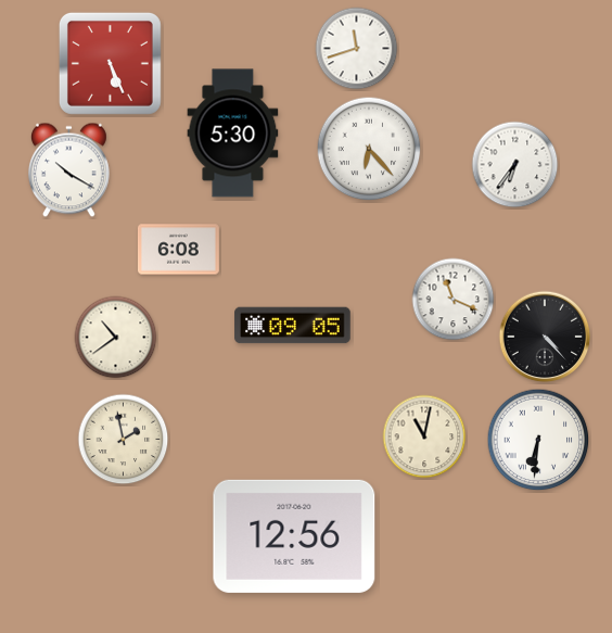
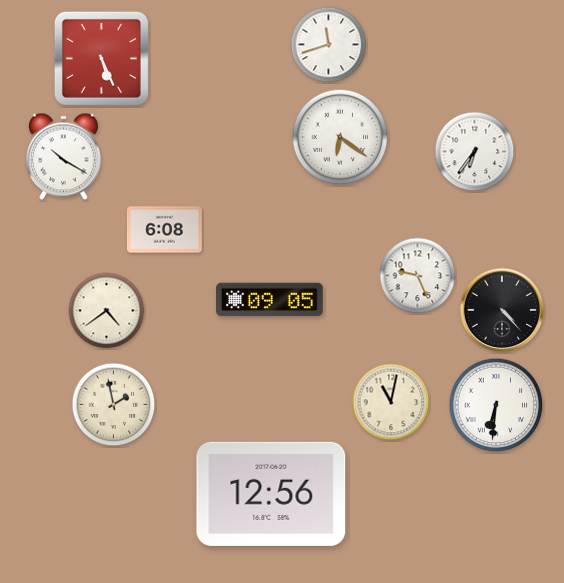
clock at (233, 134): 5:30 -> none
clock at (369, 149): 6:23 -> 6:21
clock at (454, 300): 11:19 -> 9:26
clock at (116, 338): 10:39 -> 4:39
